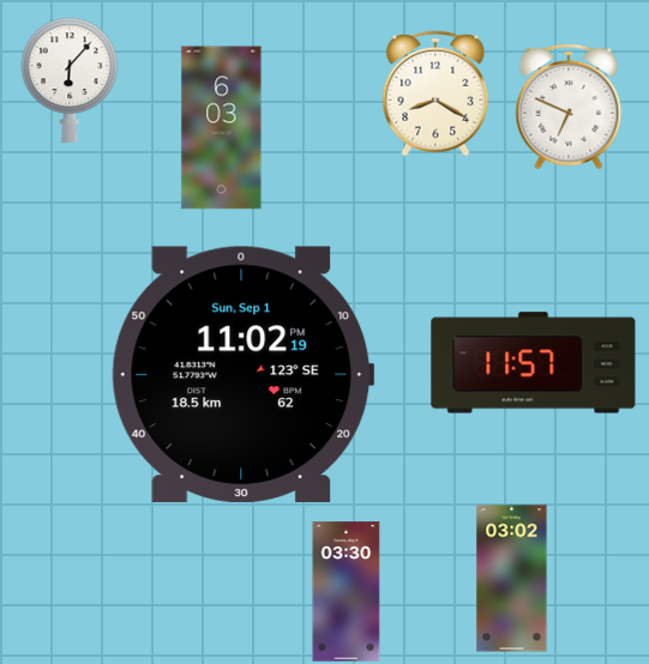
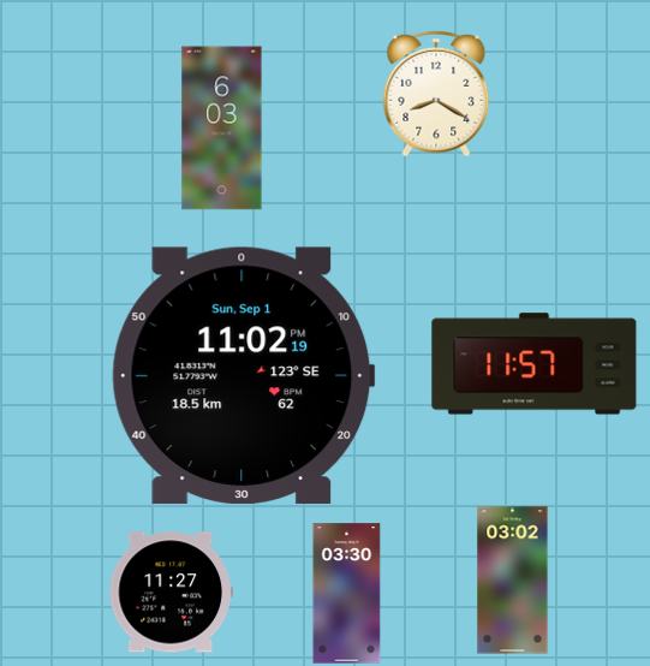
clock at (70, 80): 6:07 -> none
clock at (569, 107): 6:49 -> none
clock at (171, 593): none -> 11:27
